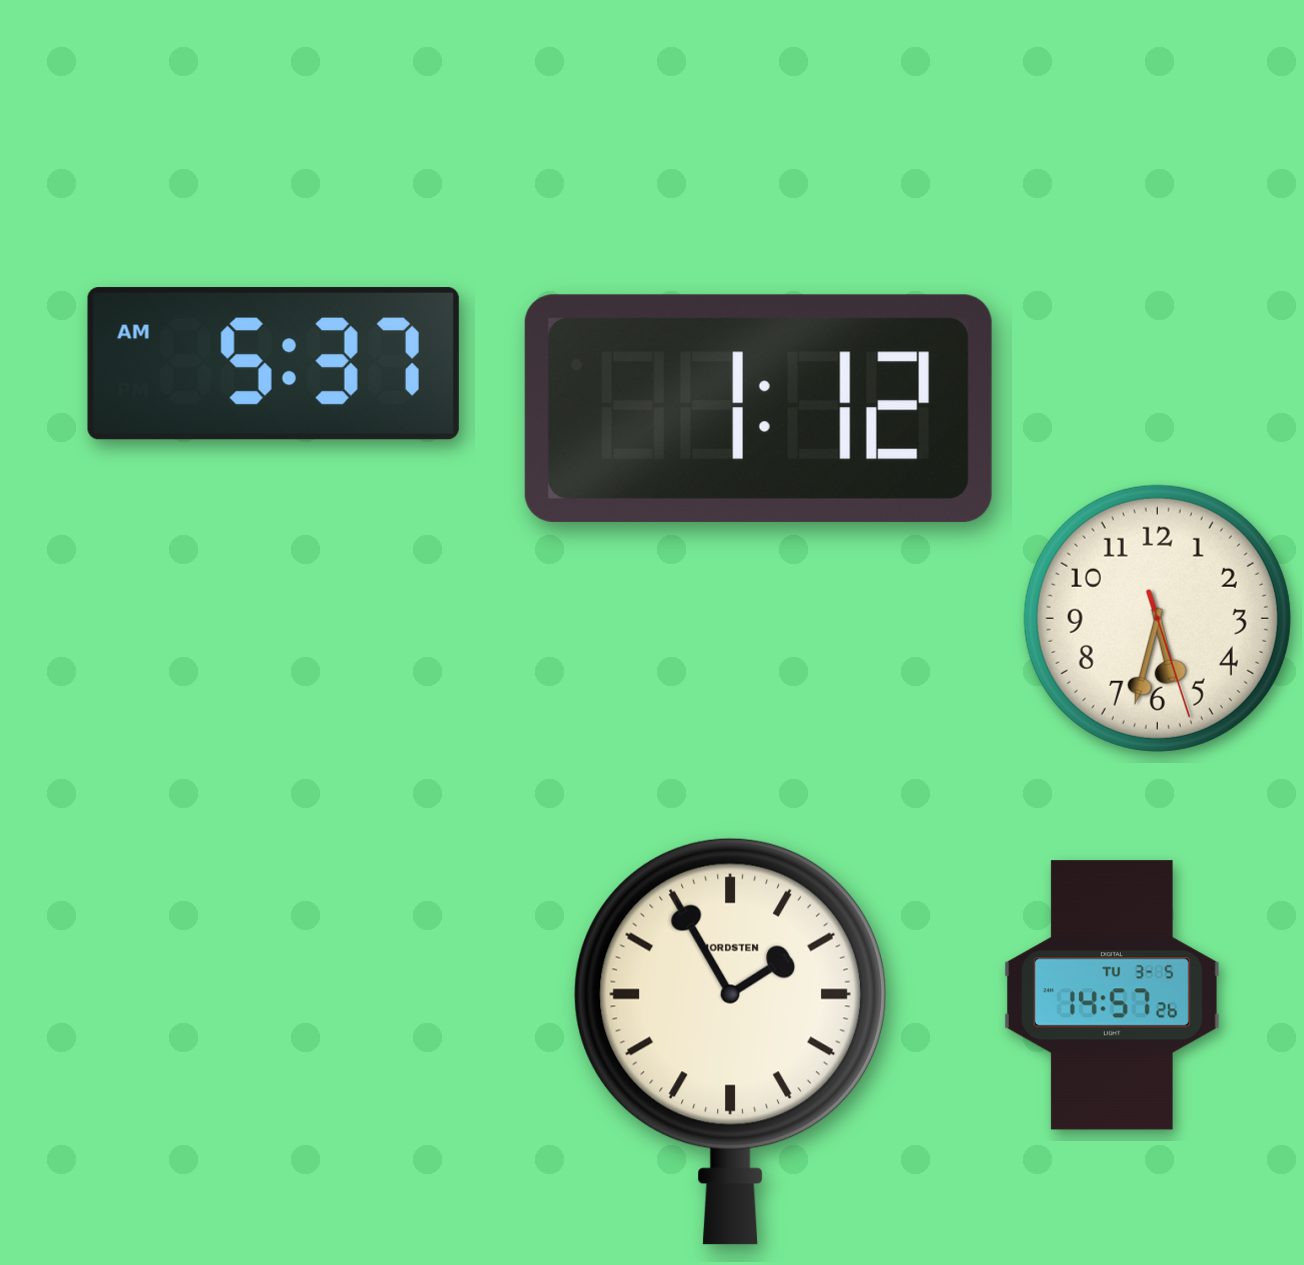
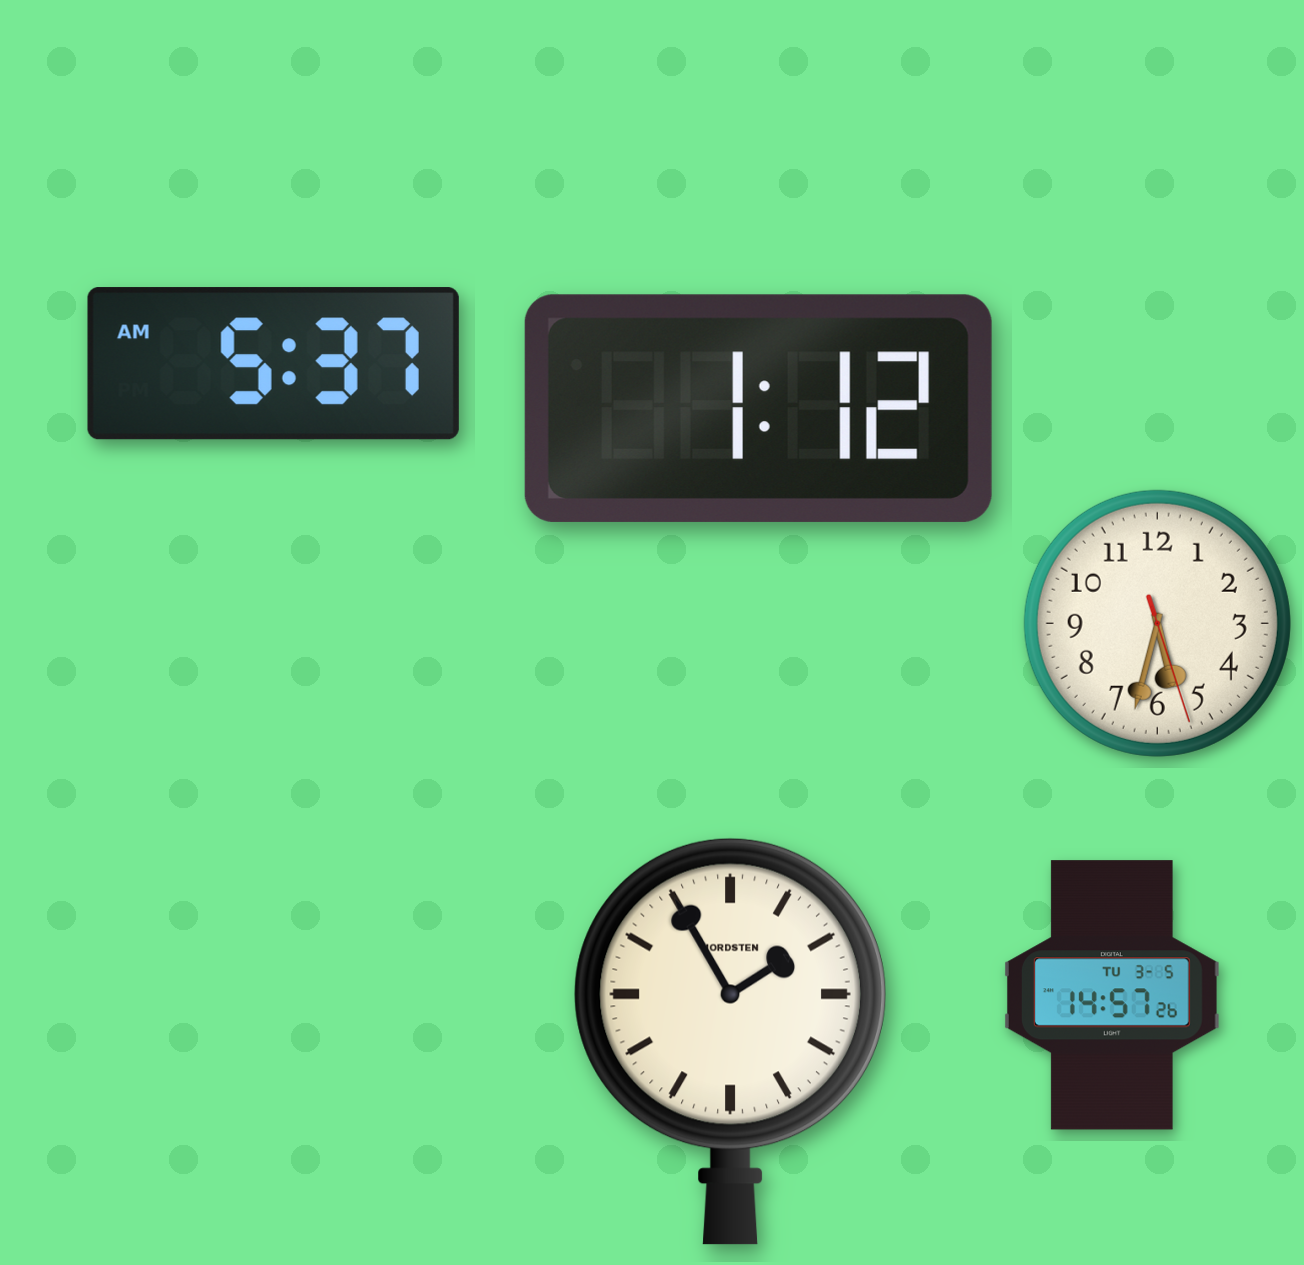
clock at (1157, 618) position: (1157, 618) -> (1157, 623)
